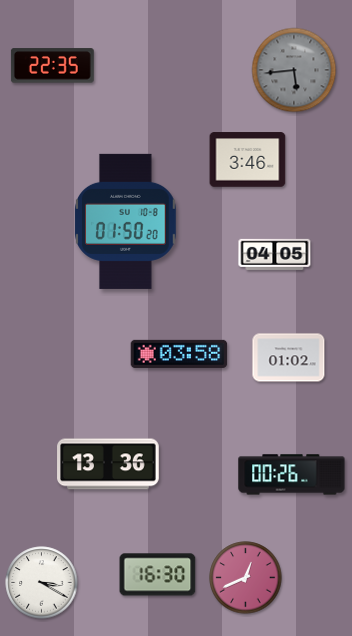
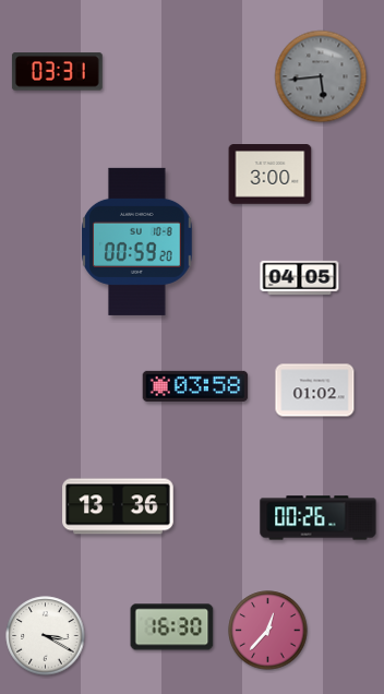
clock at (52, 66): 22:35 -> 03:31
clock at (248, 160): 3:46 -> 3:00
clock at (126, 221): 01:50 -> 00:59
clock at (246, 578): 12:41 -> 12:37
